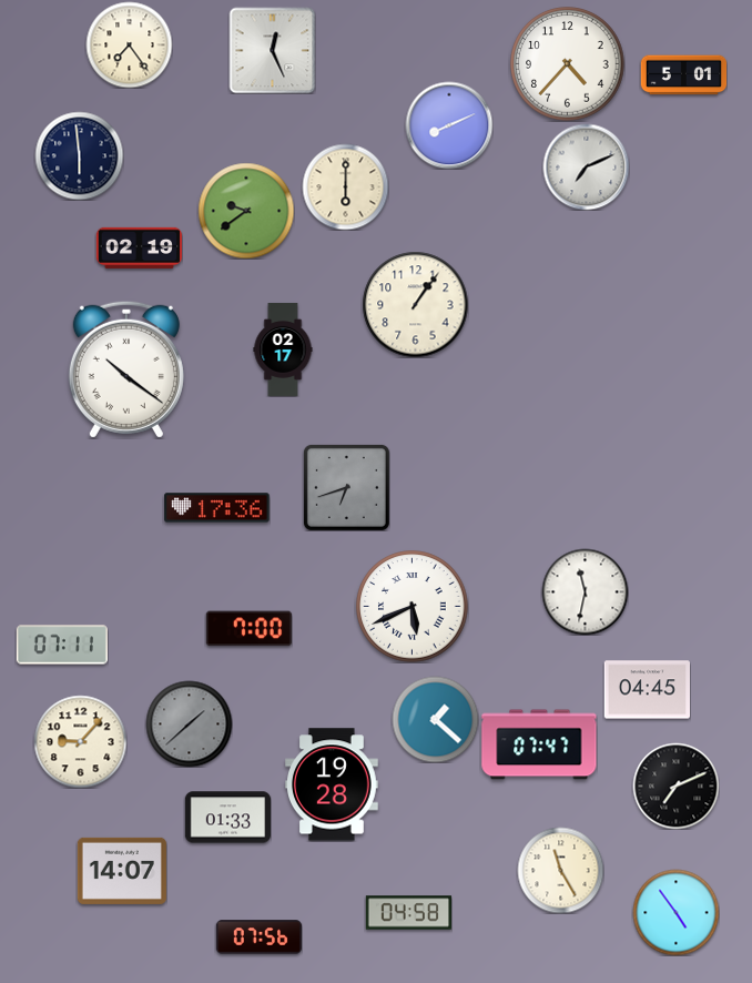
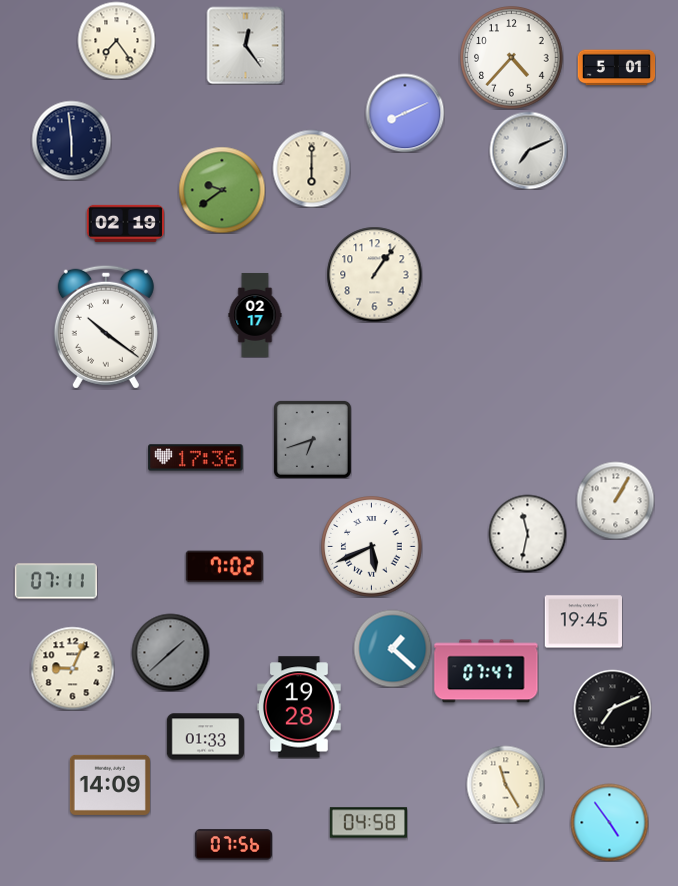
clock at (272, 50): 12:26 -> 12:24
clock at (126, 369) position: (126, 369) -> (106, 327)
clock at (615, 500): none -> 1:05
clock at (248, 629): 7:00 -> 7:02
clock at (647, 690): 04:45 -> 19:45
clock at (80, 741): 9:07 -> 9:04
clock at (675, 786) position: (675, 786) -> (612, 708)
clock at (122, 871): 14:07 -> 14:09
